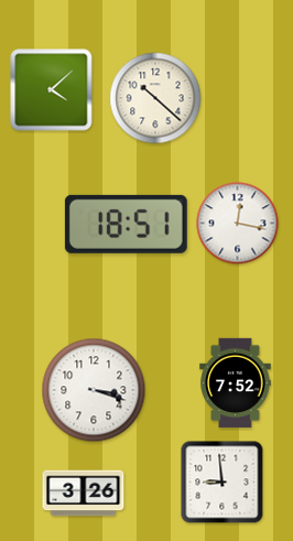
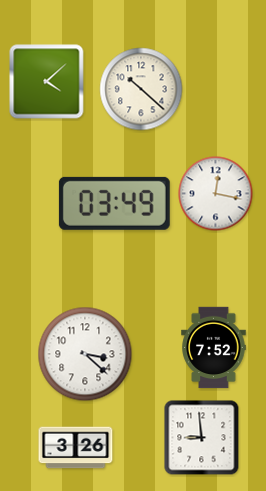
clock at (126, 224): 18:51 -> 03:49
clock at (238, 224) position: (238, 224) -> (216, 194)
clock at (94, 390): 3:18 -> 3:22
